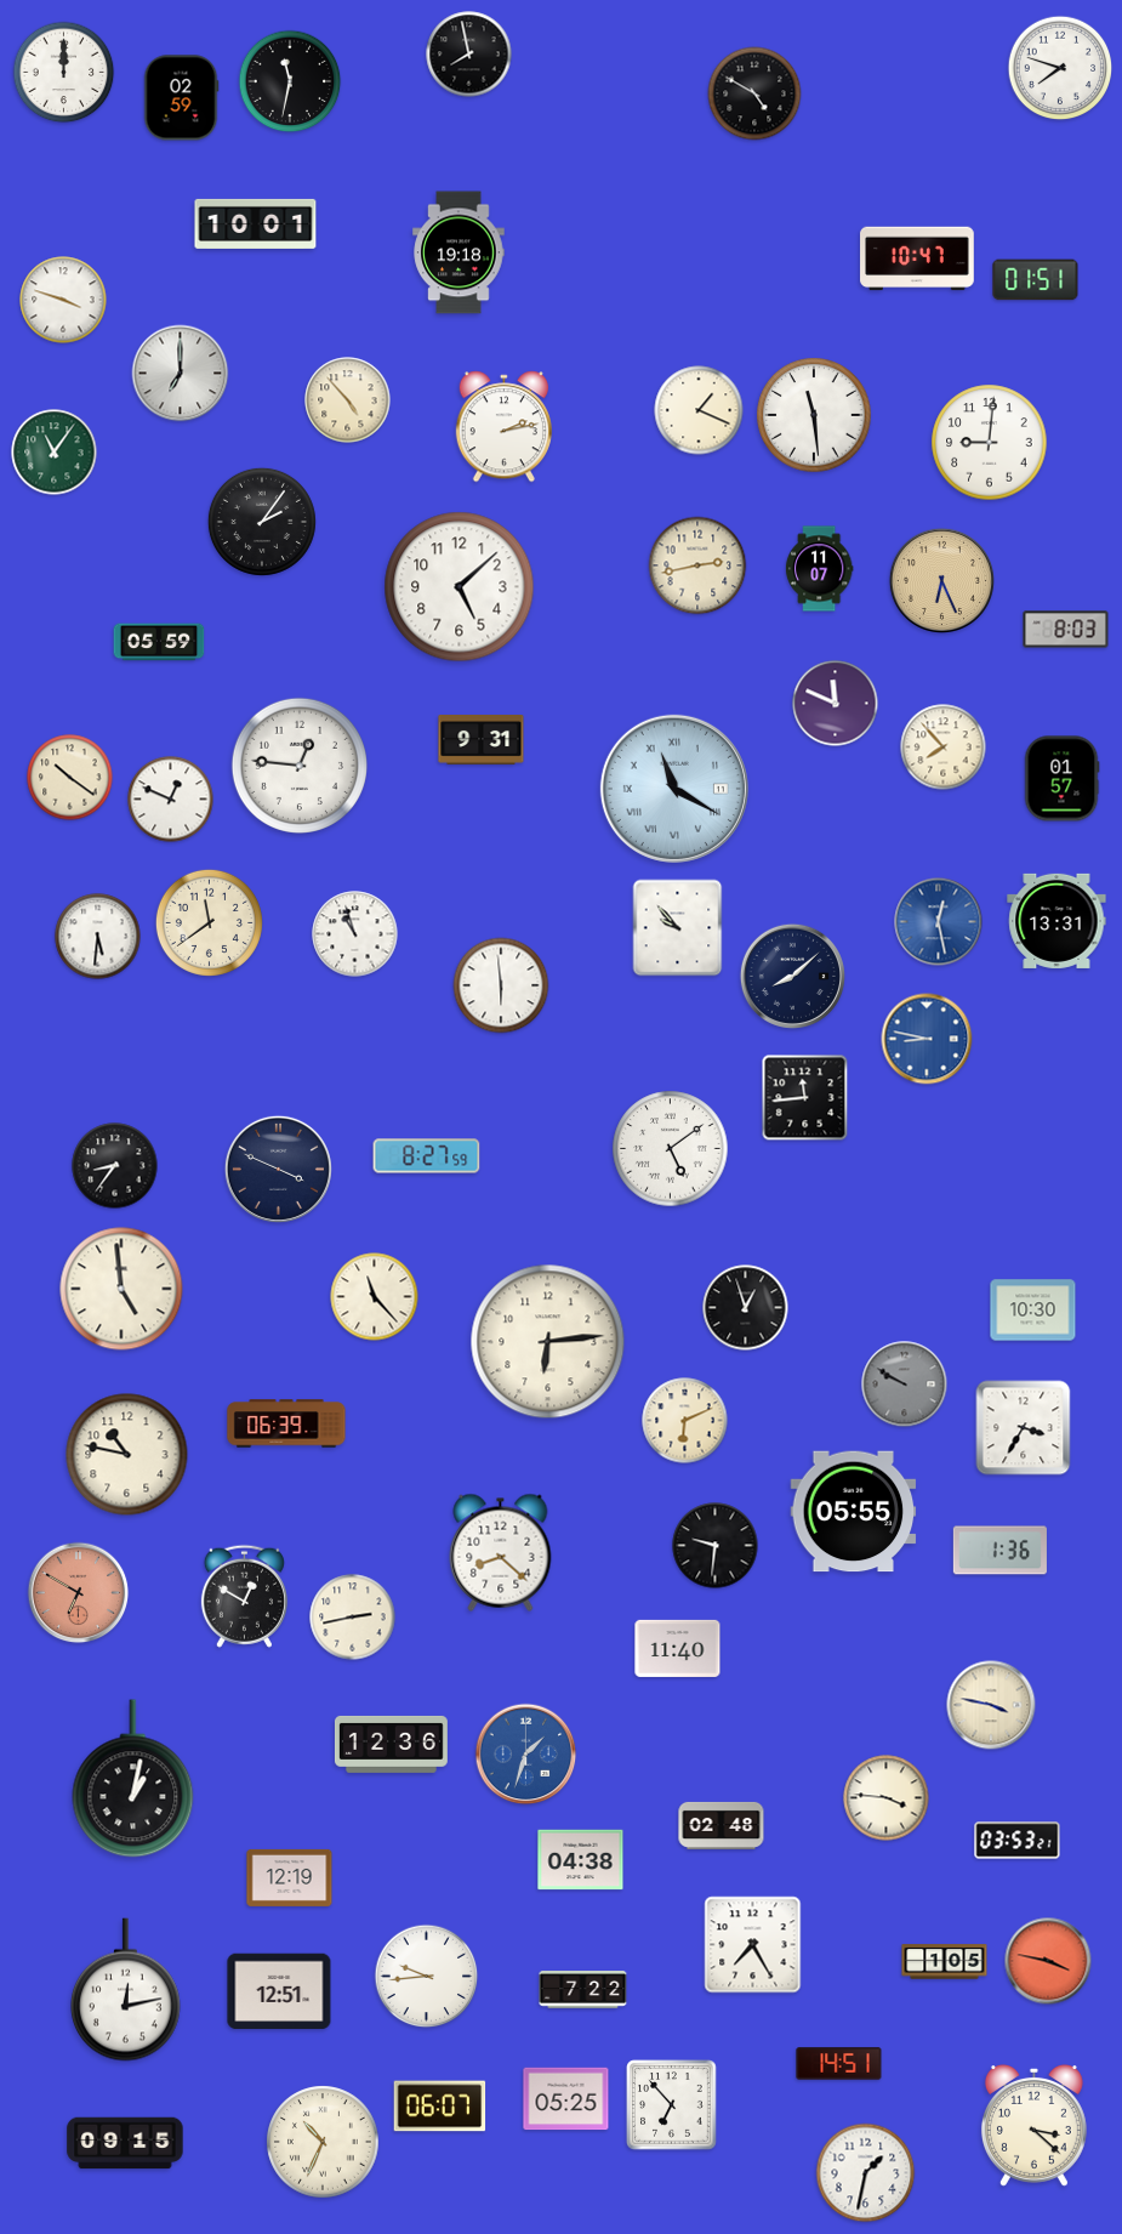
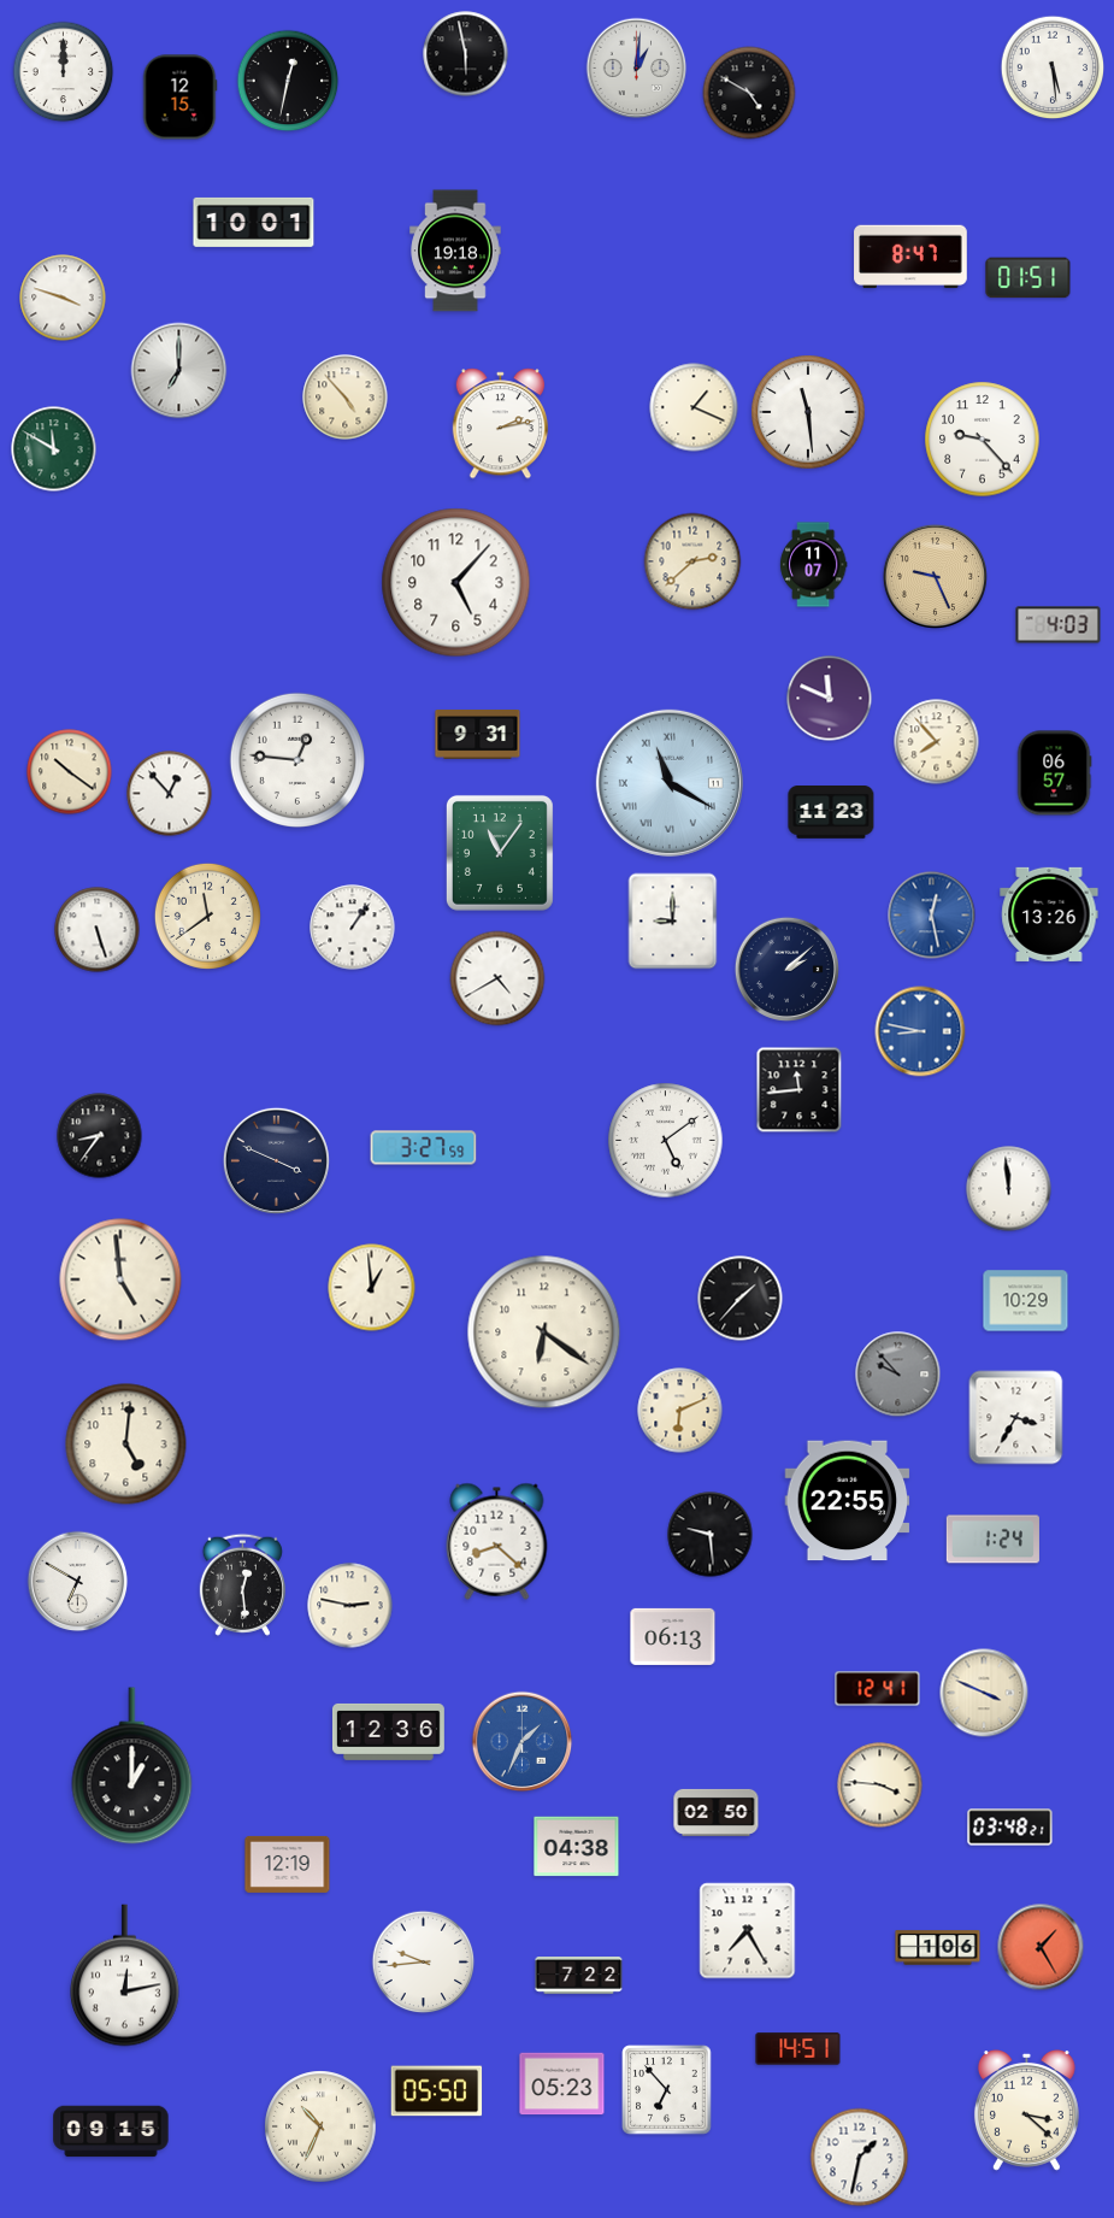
clock at (469, 55): 7:58 -> 5:58
clock at (1060, 68): 7:48 -> 5:29
clock at (637, 69): none -> 1:01
clock at (290, 81): 11:32 -> 12:32
clock at (181, 98): 02:59 -> 12:15
clock at (917, 258): 10:47 -> 8:47
clock at (990, 443): 9:01 -> 9:23
clock at (55, 453): 11:06 -> 11:50
clock at (262, 522): 2:06 -> none
clock at (697, 565): 2:43 -> 2:38
clock at (941, 580): 6:26 -> 9:26
clock at (460, 587): 5:08 -> 5:07
clock at (1066, 630): 8:03 -> 4:03
clock at (159, 642): 05:59 -> none
clock at (1061, 779): 01:57 -> 06:57
clock at (171, 800): 12:49 -> 12:53
clock at (831, 813): none -> 11:23
clock at (500, 853): none -> 11:06
clock at (1056, 921): 13:31 -> 13:26
clock at (678, 928): 9:53 -> 9:00
clock at (355, 934): 10:57 -> 1:06
clock at (98, 937): 5:31 -> 5:27
clock at (792, 976): 8:08 -> 2:08
clock at (501, 985): 5:59 -> 4:40
clock at (427, 1156): 8:27 -> 3:27
clock at (115, 1166) position: (115, 1166) -> (100, 1136)
clock at (1009, 1189): none -> 11:59
clock at (375, 1297): 11:23 -> 12:59
clock at (746, 1308): 12:57 -> 1:37
clock at (1033, 1311): 10:30 -> 10:29
clock at (548, 1342): 6:14 -> 6:21
clock at (905, 1385): 9:50 -> 9:53
clock at (286, 1423): 06:39 -> none
clock at (127, 1455): 10:47 -> 5:01
clock at (854, 1512): 05:55 -> 22:55
clock at (716, 1546): 9:31 -> 9:29
clock at (999, 1551): 1:36 -> 1:24
clock at (79, 1593) dial: salmon -> white
clock at (244, 1596): 12:50 -> 12:29
clock at (353, 1618): 2:43 -> 2:47
clock at (678, 1648): 11:40 -> 06:13
clock at (878, 1689): none -> 12:41
clock at (991, 1705): 3:47 -> 3:49
clock at (526, 1755): 1:33 -> 1:34
clock at (133, 1779): 1:02 -> 1:00
clock at (722, 1825): 02:48 -> 02:50
clock at (1018, 1841): 03:53 -> 03:48
clock at (1048, 1961): 3:47 -> 1:25
clock at (945, 1962): 1:05 -> 1:06
clock at (279, 1991): 12:51 -> none
clock at (839, 2064) position: (839, 2064) -> (798, 2049)
clock at (566, 2099): 05:25 -> 05:23
clock at (440, 2107): 06:07 -> 05:50
clock at (125, 2143) position: (125, 2143) -> (111, 2131)
